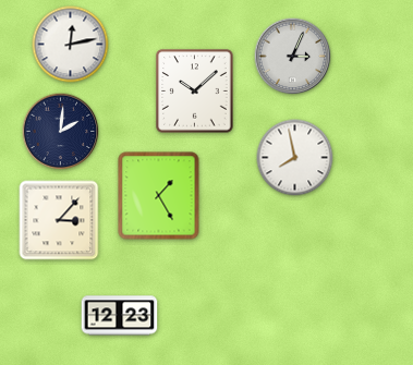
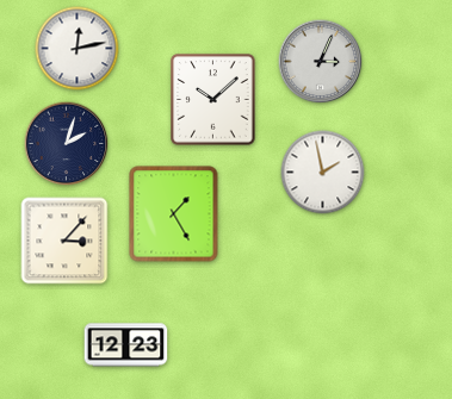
clock at (61, 132): 2:01 -> 2:03
clock at (295, 158): 7:58 -> 1:58
clock at (120, 316) position: (120, 316) -> (126, 345)
